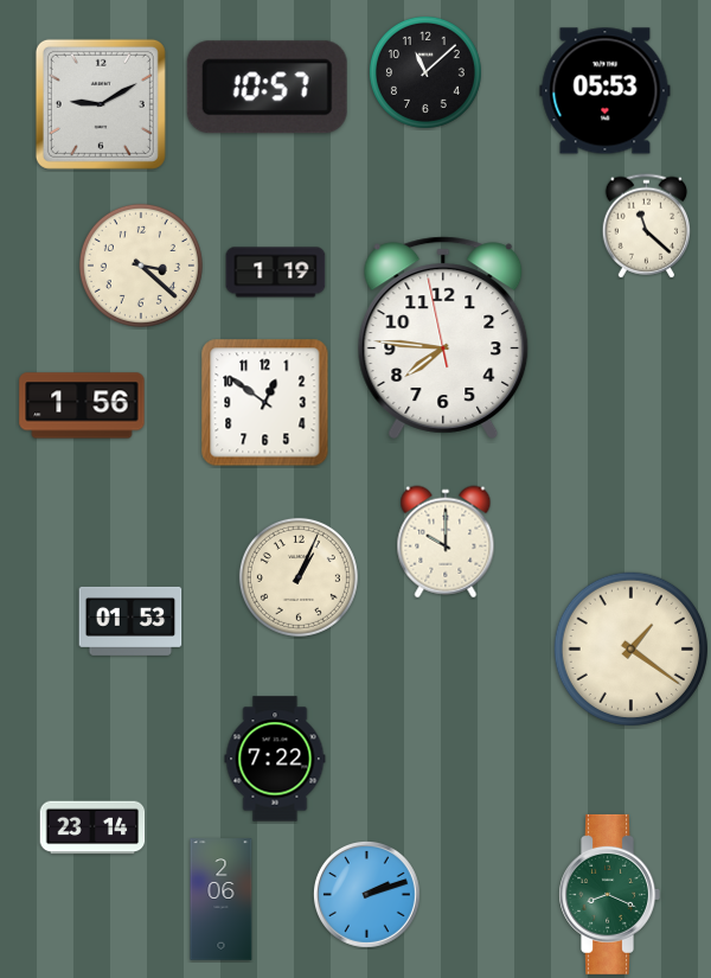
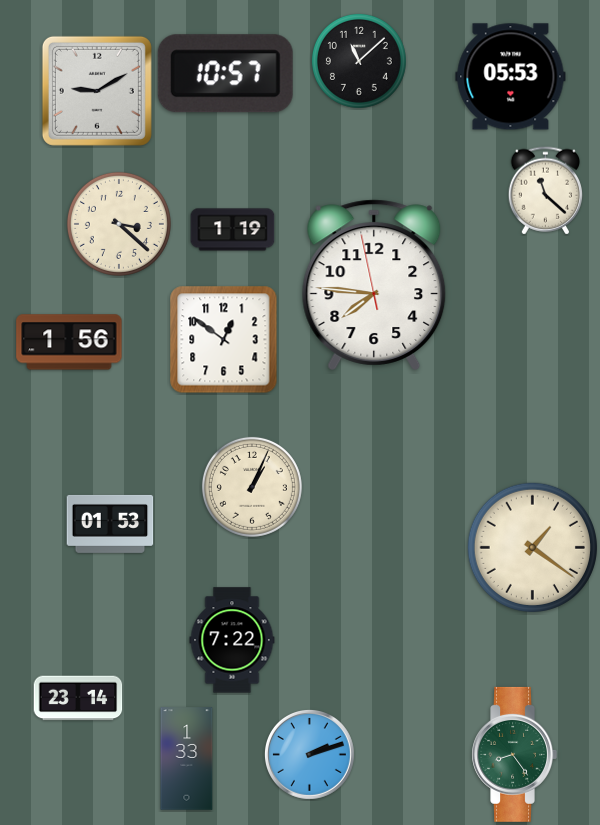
clock at (101, 104) position: (101, 104) -> (97, 91)
clock at (446, 542): 10:00 -> none
clock at (609, 894): 8:19 -> 8:24
clock at (222, 900): 2:06 -> 1:33
